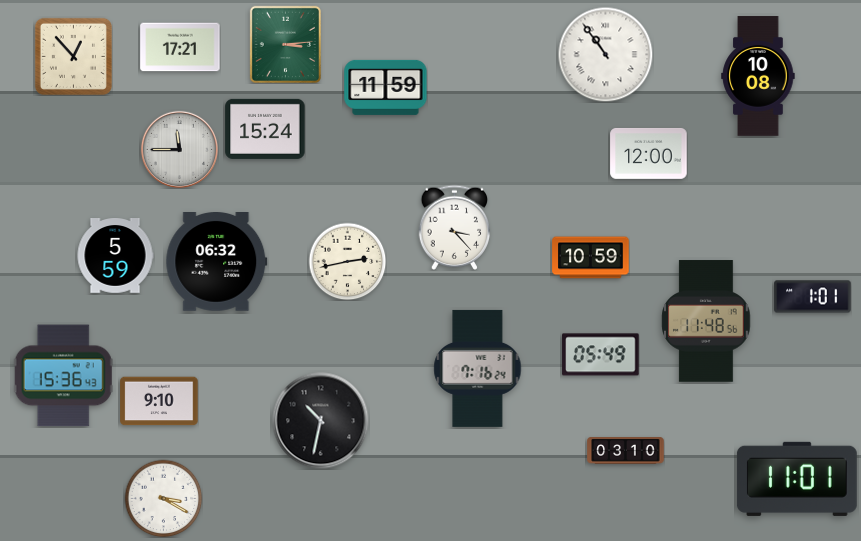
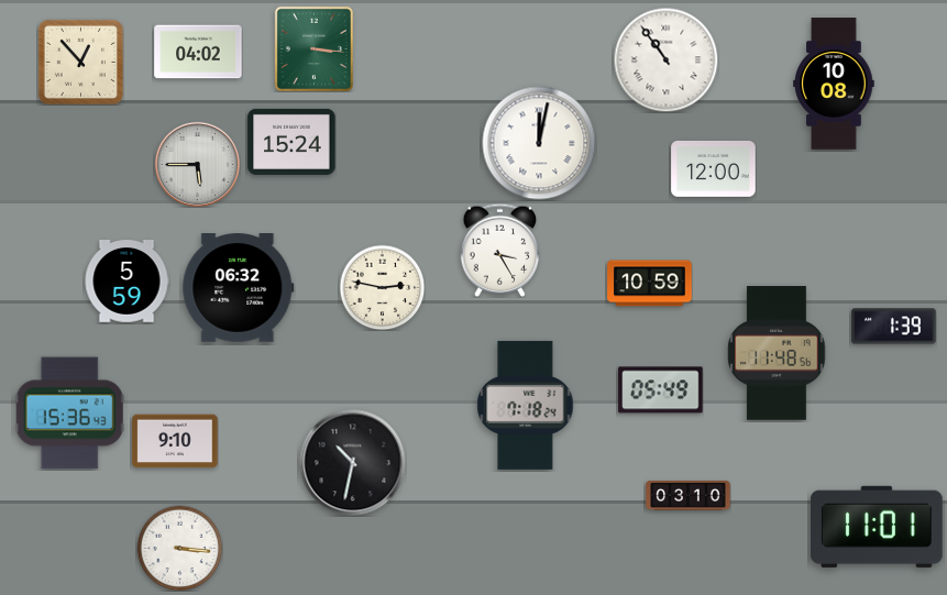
clock at (285, 44): 3:14 -> 3:16
clock at (180, 47): 17:21 -> 04:02
clock at (386, 87): 11:59 -> none
clock at (539, 143): none -> 12:02
clock at (179, 149): 11:45 -> 5:45
clock at (455, 227): 3:23 -> 3:25
clock at (347, 261): 2:43 -> 2:47
clock at (813, 297): 1:01 -> 1:39
clock at (478, 368): 7:16 -> 7:18
clock at (163, 498): 3:20 -> 3:16
